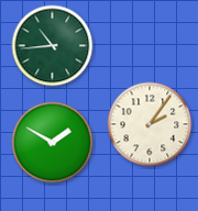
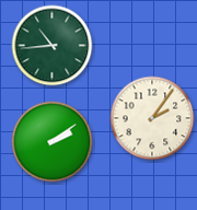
clock at (150, 124) position: (150, 124) -> (152, 118)
clock at (53, 143): 1:50 -> 2:09
